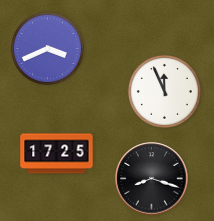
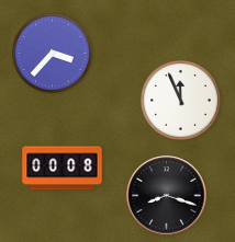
clock at (47, 48): 3:41 -> 3:37
clock at (57, 154): 17:25 -> 00:08
